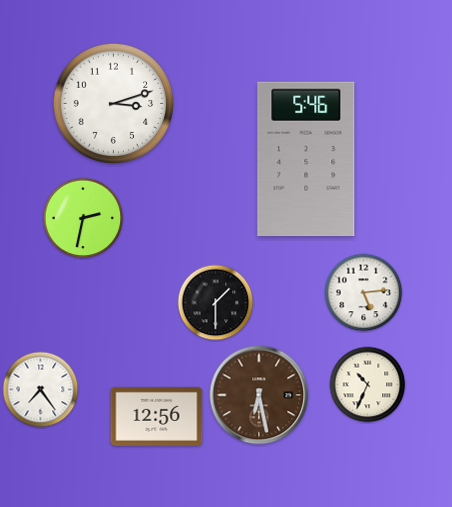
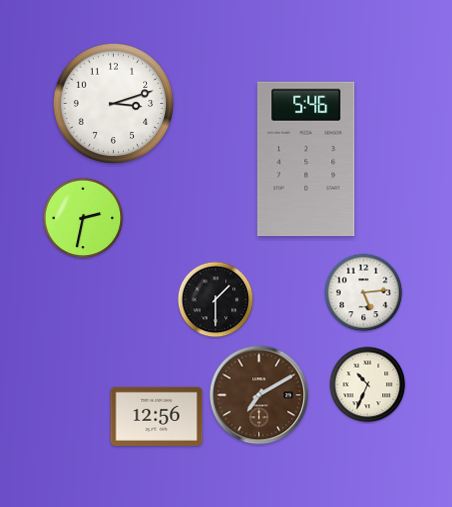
clock at (216, 303) position: (216, 303) -> (216, 300)
clock at (41, 390): 7:24 -> none
clock at (259, 395): 6:28 -> 7:10
